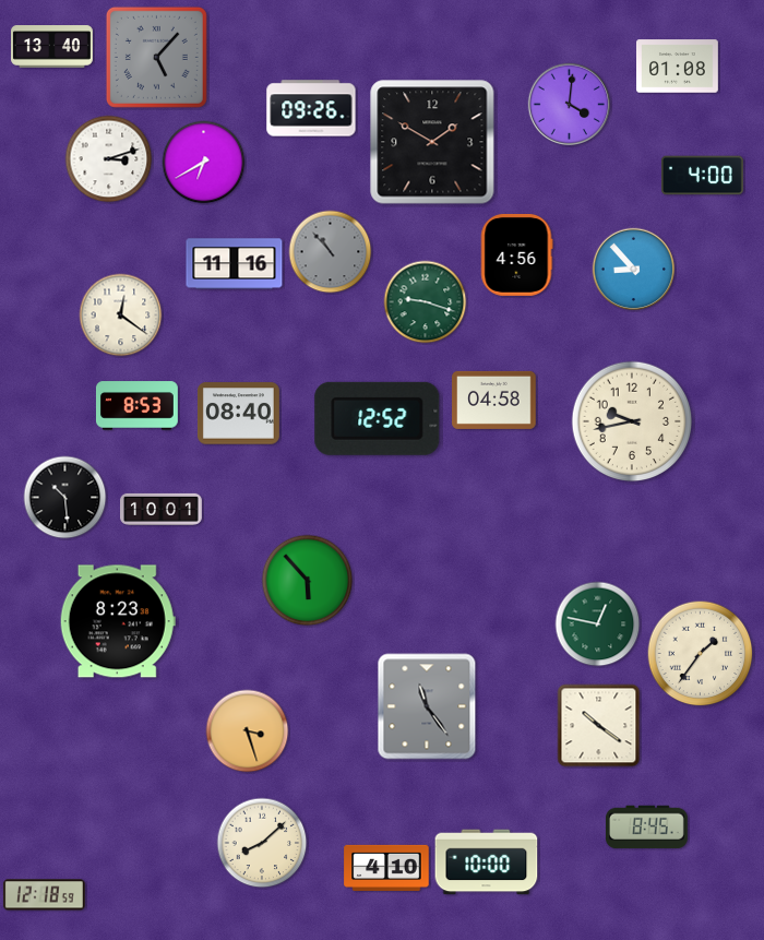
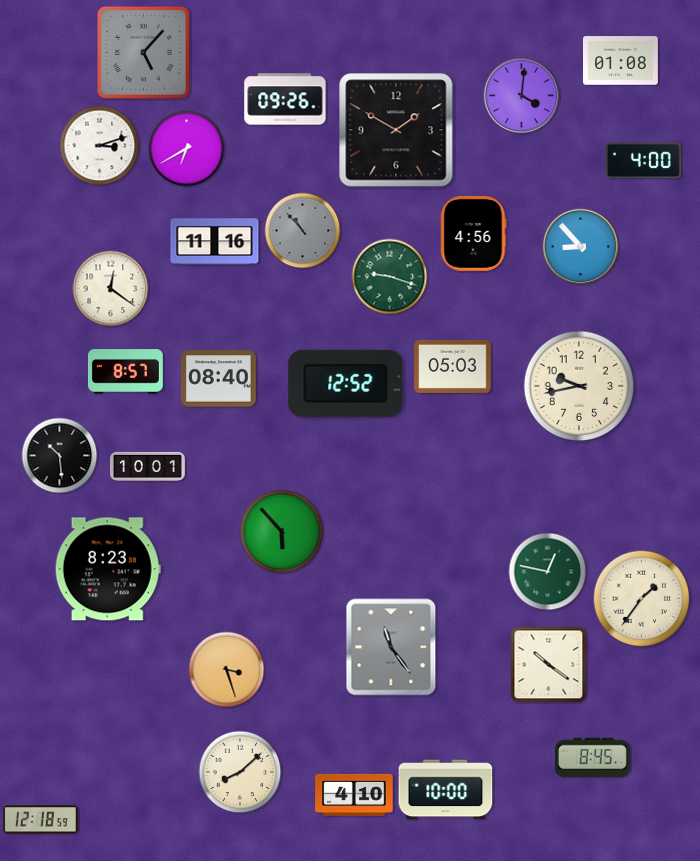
clock at (52, 47): 13:40 -> none
clock at (494, 400): 04:58 -> 05:03
clock at (136, 406): 8:53 -> 8:57
